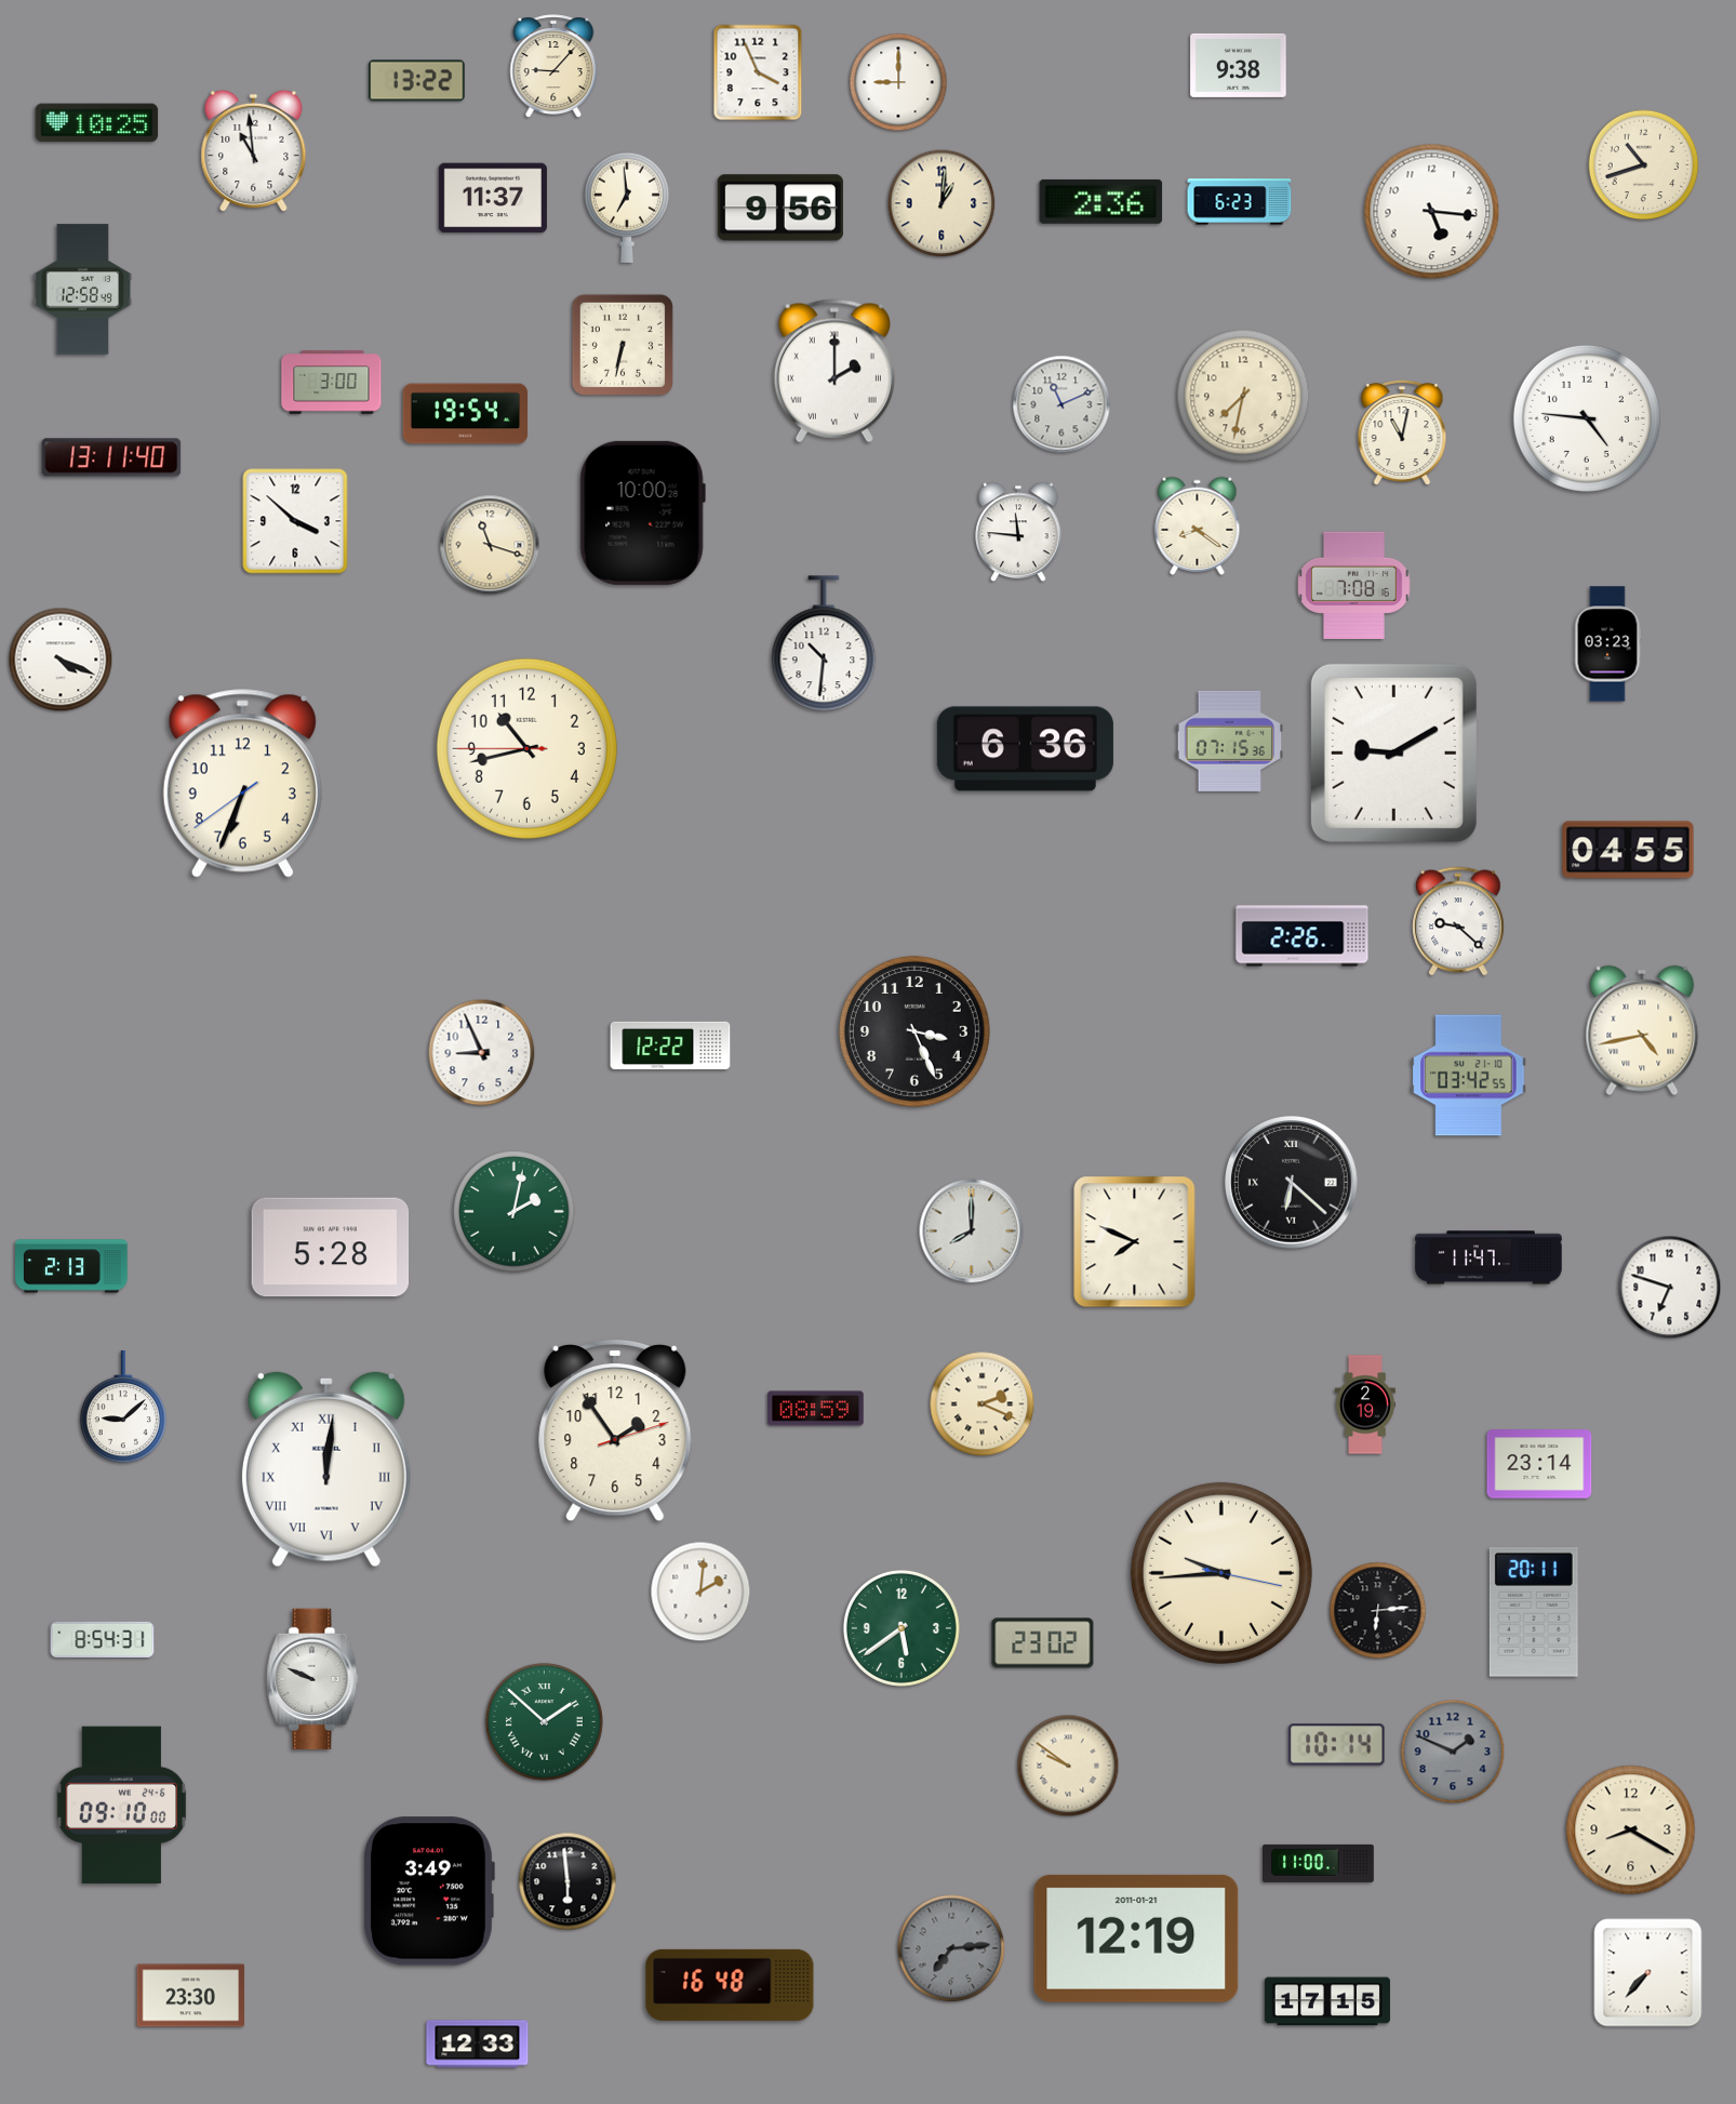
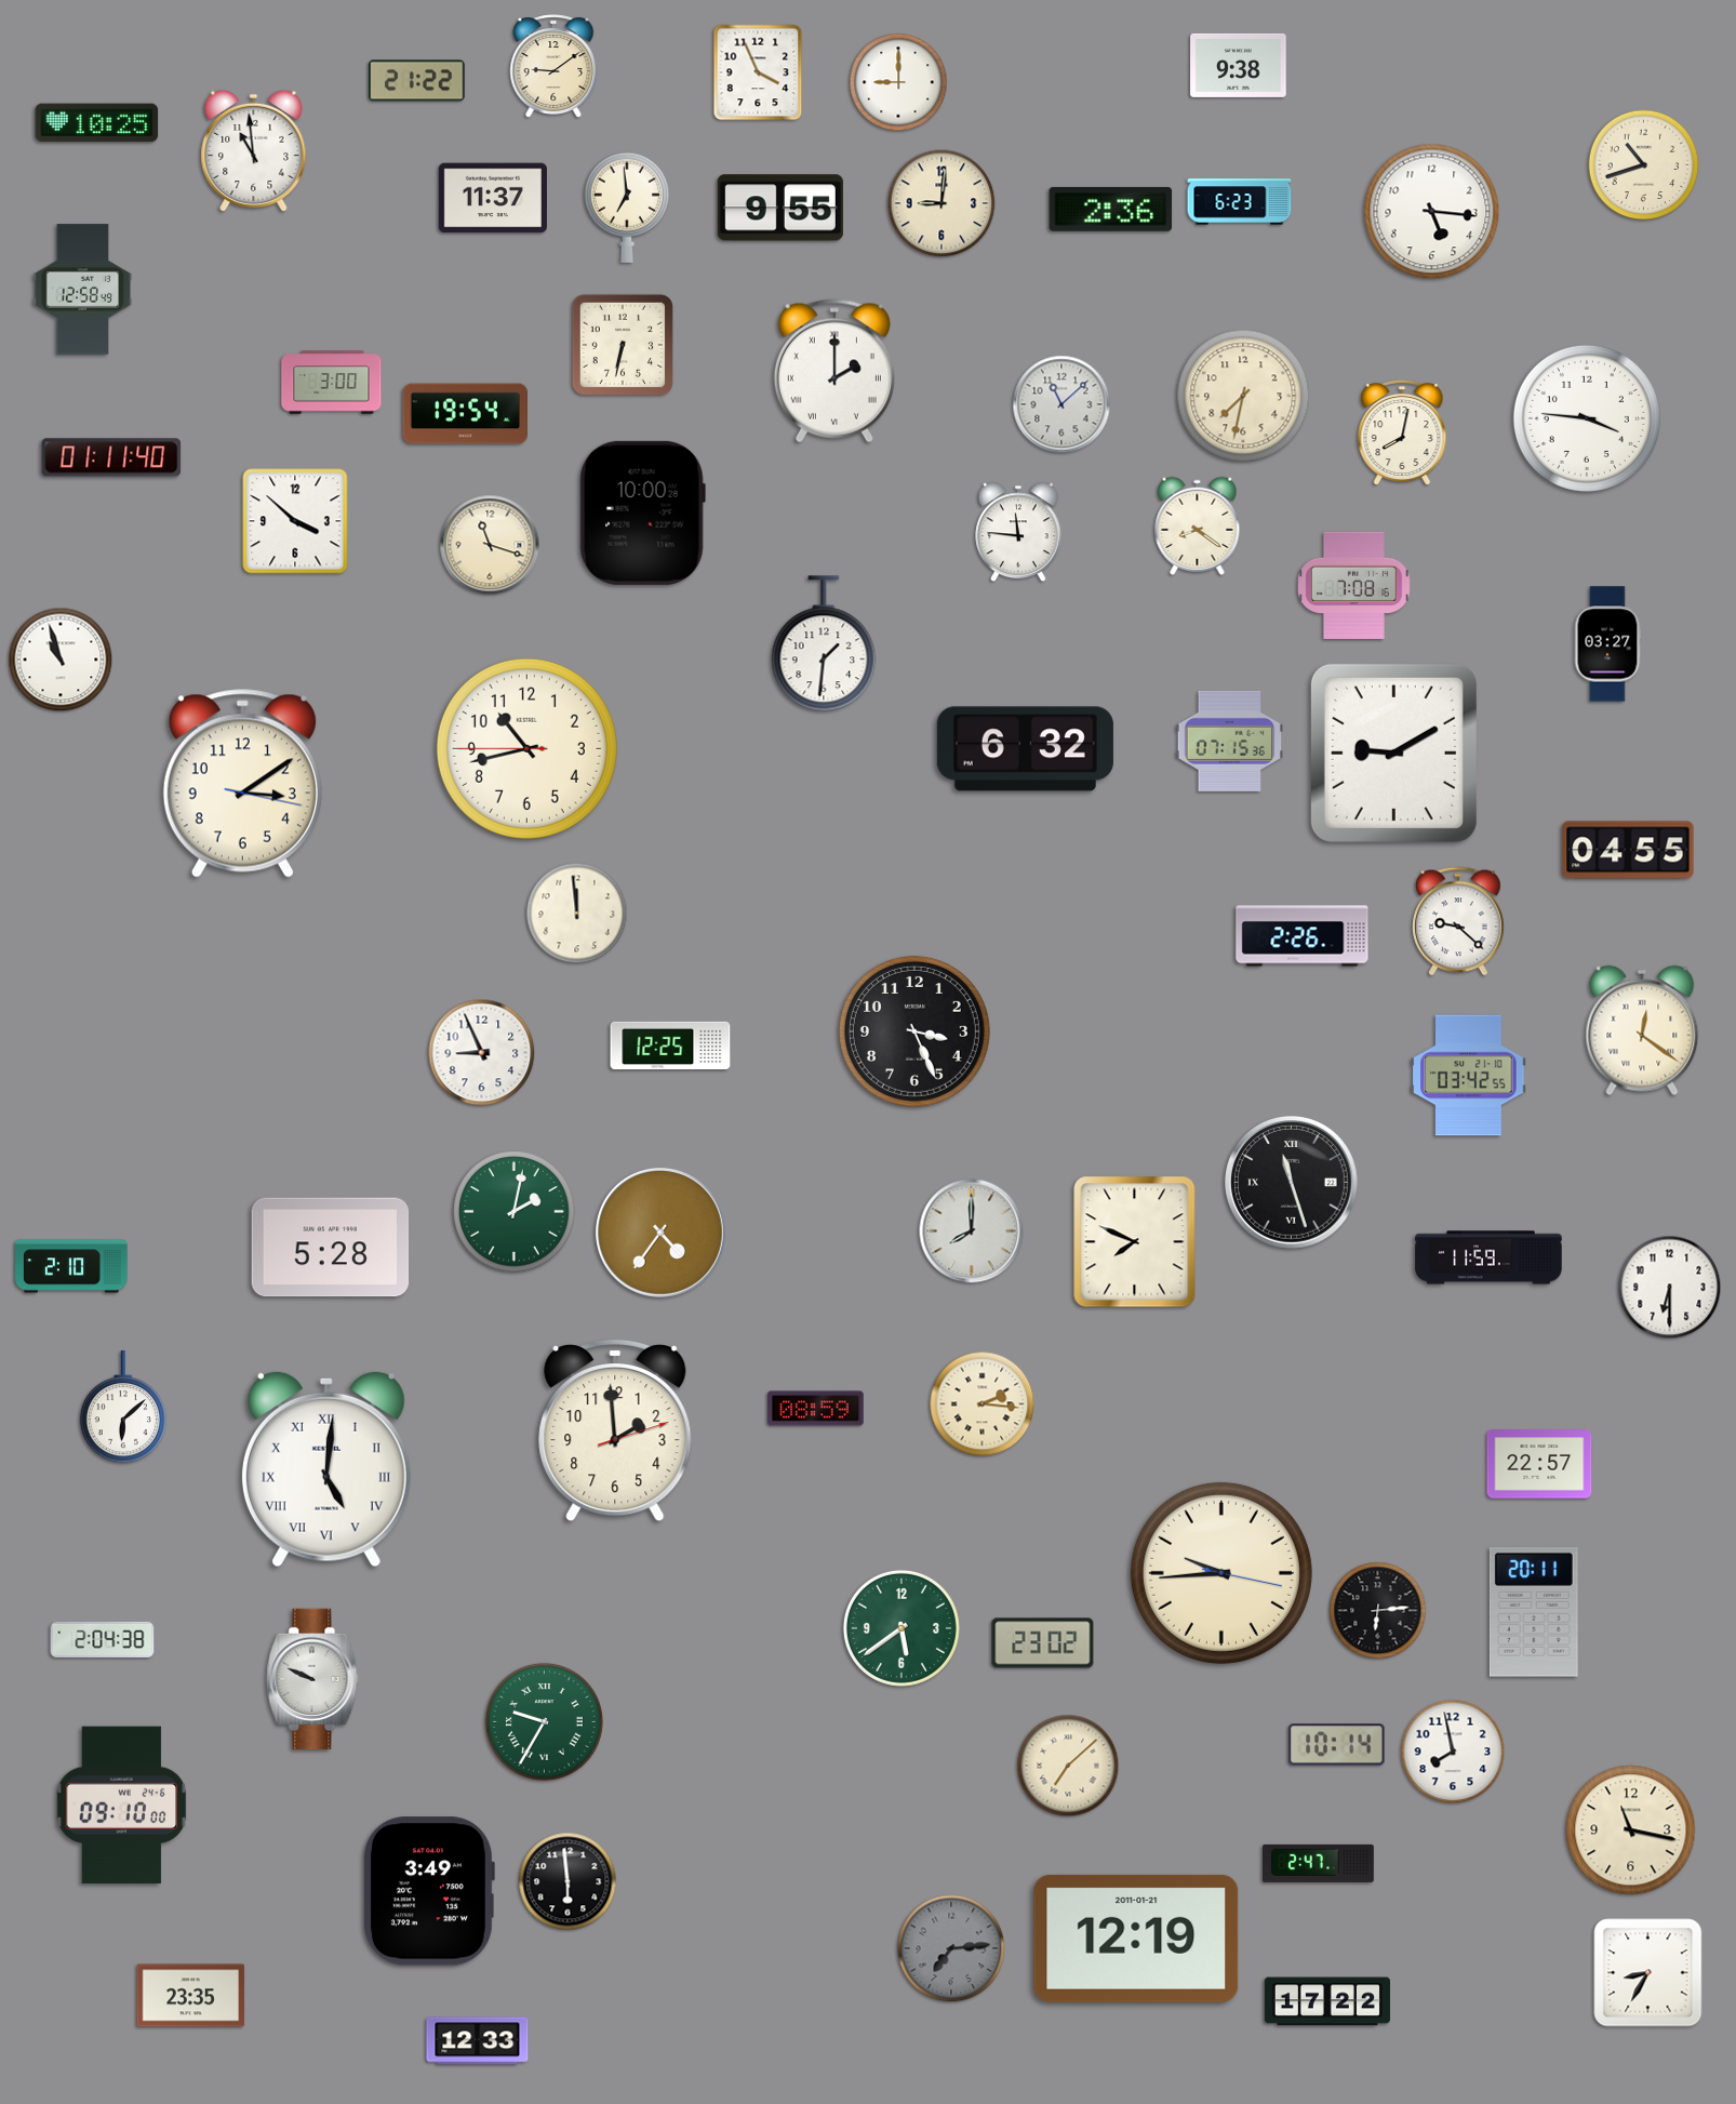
clock at (553, 66): 9:07 -> 9:09
clock at (417, 81): 13:22 -> 21:22
clock at (1101, 201) position: (1101, 201) -> (1111, 209)
clock at (942, 203): 1:01 -> 9:01
clock at (780, 208): 9:56 -> 9:55
clock at (1061, 404): 11:11 -> 11:08
clock at (1587, 418): 4:46 -> 3:46
clock at (1402, 431): 11:02 -> 8:02
clock at (111, 457): 13:11 -> 01:11
clock at (824, 644): 10:31 -> 1:31
clock at (1607, 644): 03:23 -> 03:27
clock at (61, 660): 4:19 -> 10:57
clock at (1025, 749): 6:36 -> 6:32
clock at (242, 784): 6:33 -> 3:09
clock at (577, 914): none -> 11:59
clock at (1642, 1030): 4:43 -> 12:21
clock at (670, 1046): 12:22 -> 12:25
clock at (1292, 1183): 6:22 -> 11:27
clock at (660, 1233): none -> 4:36
clock at (1488, 1257): 11:47 -> 11:59
clock at (71, 1266): 2:13 -> 2:10
clock at (1670, 1288): 6:48 -> 6:30
clock at (983, 1404): 2:19 -> 2:16
clock at (1365, 1404): 2:19 -> none
clock at (123, 1408): 9:08 -> 6:08
clock at (615, 1430): 1:54 -> 1:59
clock at (1539, 1464): 23:14 -> 22:57
clock at (326, 1469): 12:01 -> 5:01
clock at (700, 1592): 2:01 -> none
clock at (103, 1639): 8:54 -> 2:04
clock at (544, 1721): 1:52 -> 9:35
clock at (1453, 1752): 1:49 -> 7:58
clock at (1453, 1752) dial: grey -> white
clock at (1068, 1766): 9:51 -> 7:08
clock at (1631, 1830): 8:20 -> 11:17
clock at (1319, 1863): 11:00 -> 2:47
clock at (1648, 1973): 7:37 -> 8:35
clock at (730, 1985): 16:48 -> none
clock at (191, 1996): 23:30 -> 23:35
clock at (1327, 2001): 17:15 -> 17:22
clock at (478, 2045) position: (478, 2045) -> (478, 2041)
